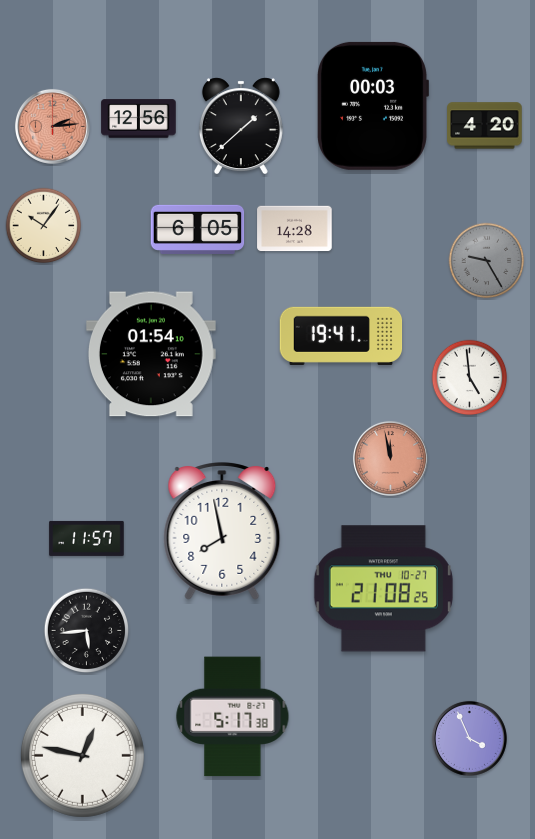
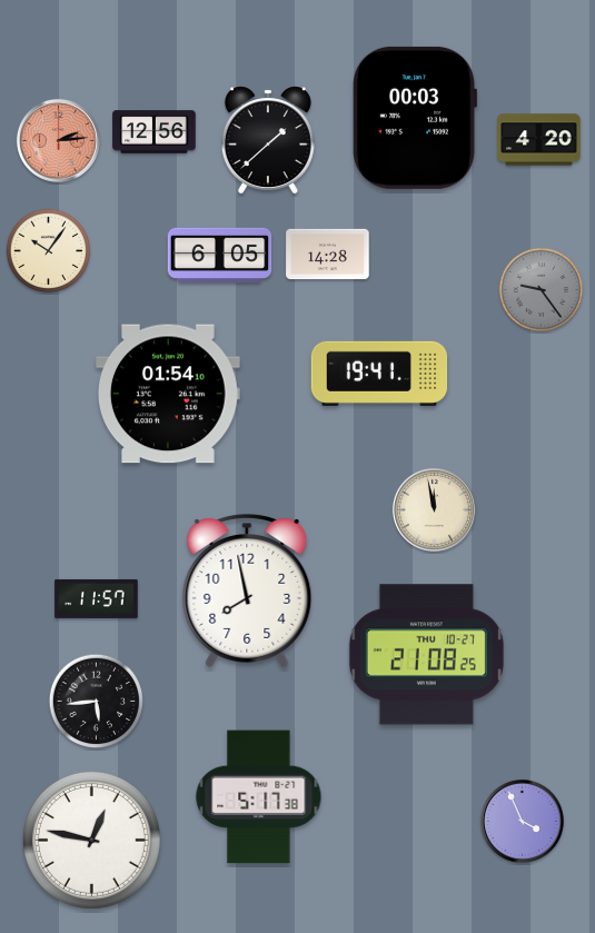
clock at (487, 261): 9:25 -> 9:24
clock at (470, 378): 4:59 -> none
clock at (390, 458) dial: salmon -> cream
